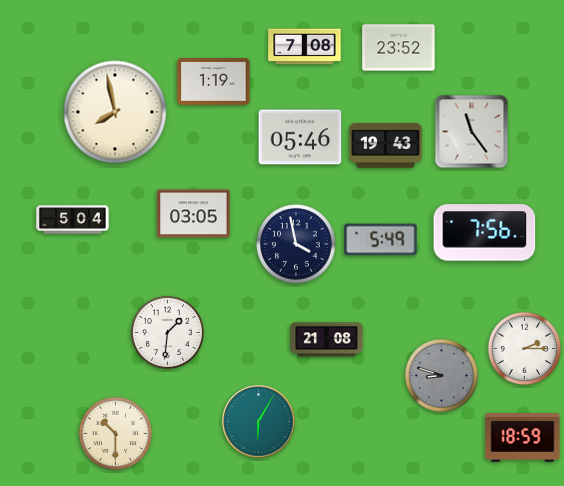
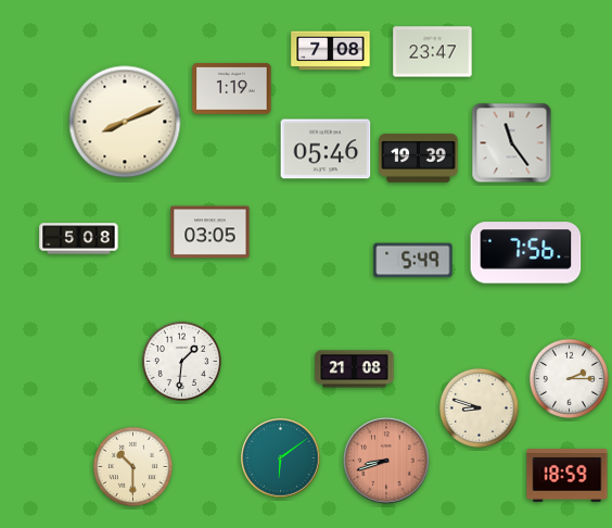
clock at (399, 48): 23:52 -> 23:47
clock at (115, 112): 7:58 -> 8:11
clock at (386, 146): 19:43 -> 19:39
clock at (73, 220): 5:04 -> 5:08
clock at (296, 244): 3:58 -> none
clock at (441, 375) dial: grey -> cream
clock at (259, 422): 6:05 -> 6:09
clock at (386, 461): none -> 8:42
clock at (115, 433) position: (115, 433) -> (132, 466)
